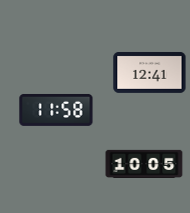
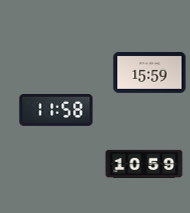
clock at (150, 72): 12:41 -> 15:59
clock at (144, 163): 10:05 -> 10:59
